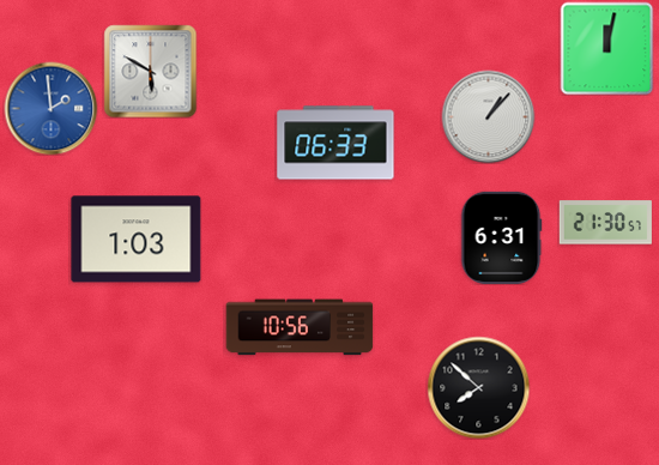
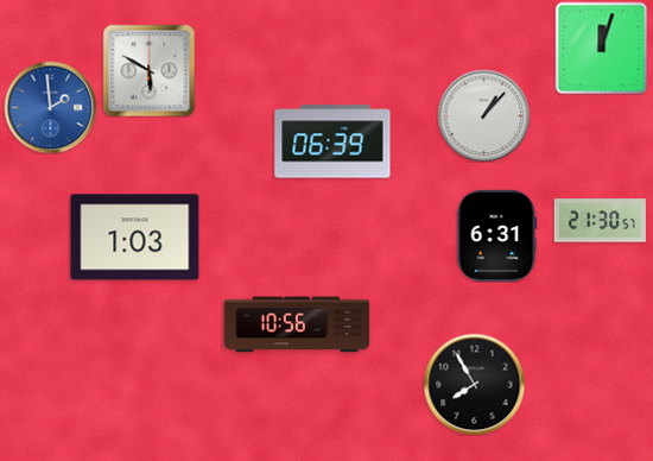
clock at (606, 48): 12:02 -> 12:03
clock at (335, 143): 06:33 -> 06:39
clock at (478, 387): 7:52 -> 7:55
